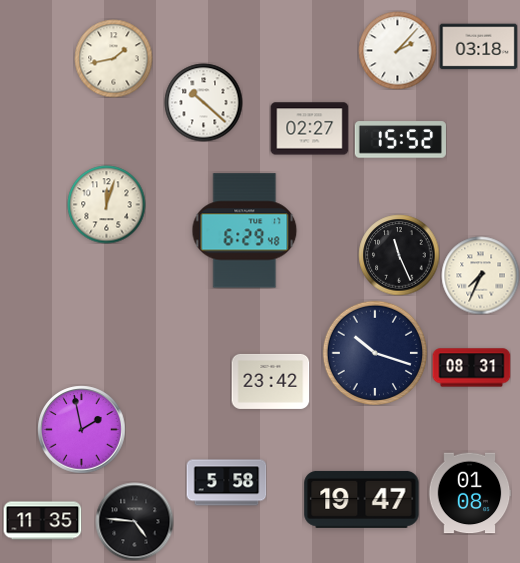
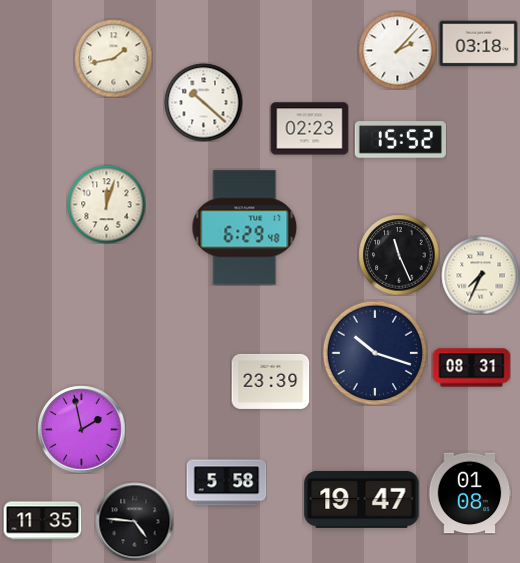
clock at (478, 47) position: (478, 47) -> (478, 44)
clock at (309, 129): 02:27 -> 02:23
clock at (245, 231) position: (245, 231) -> (245, 228)
clock at (270, 381): 23:42 -> 23:39
